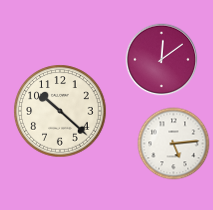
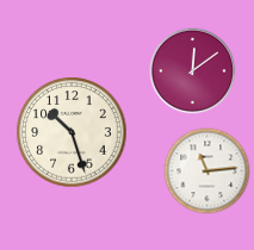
clock at (60, 111): 10:22 -> 10:27
clock at (174, 144): 5:14 -> 11:14
